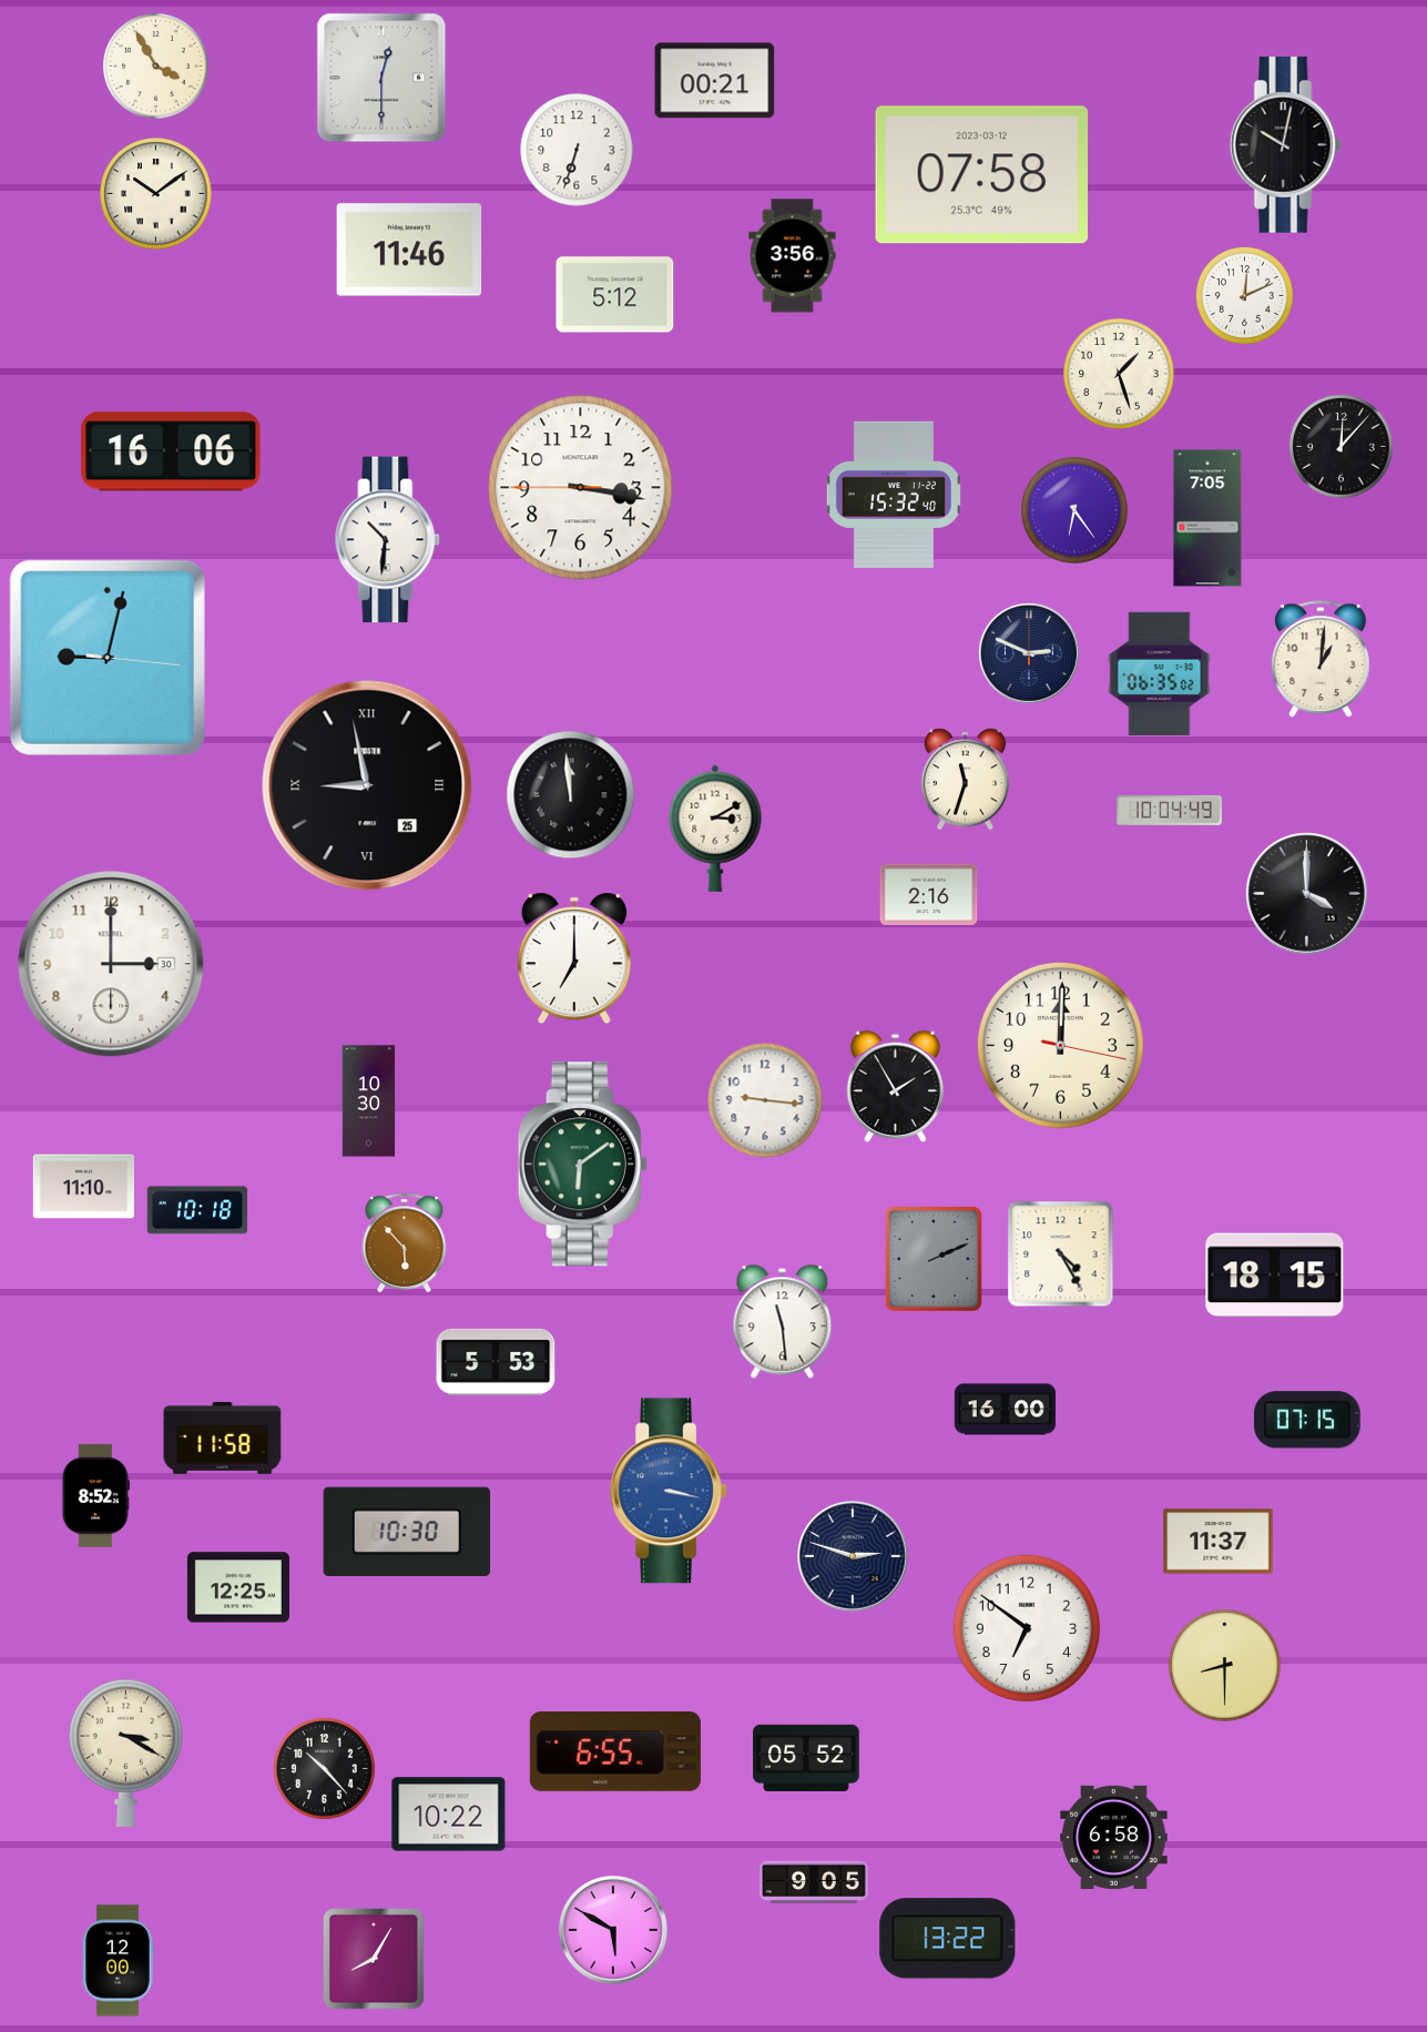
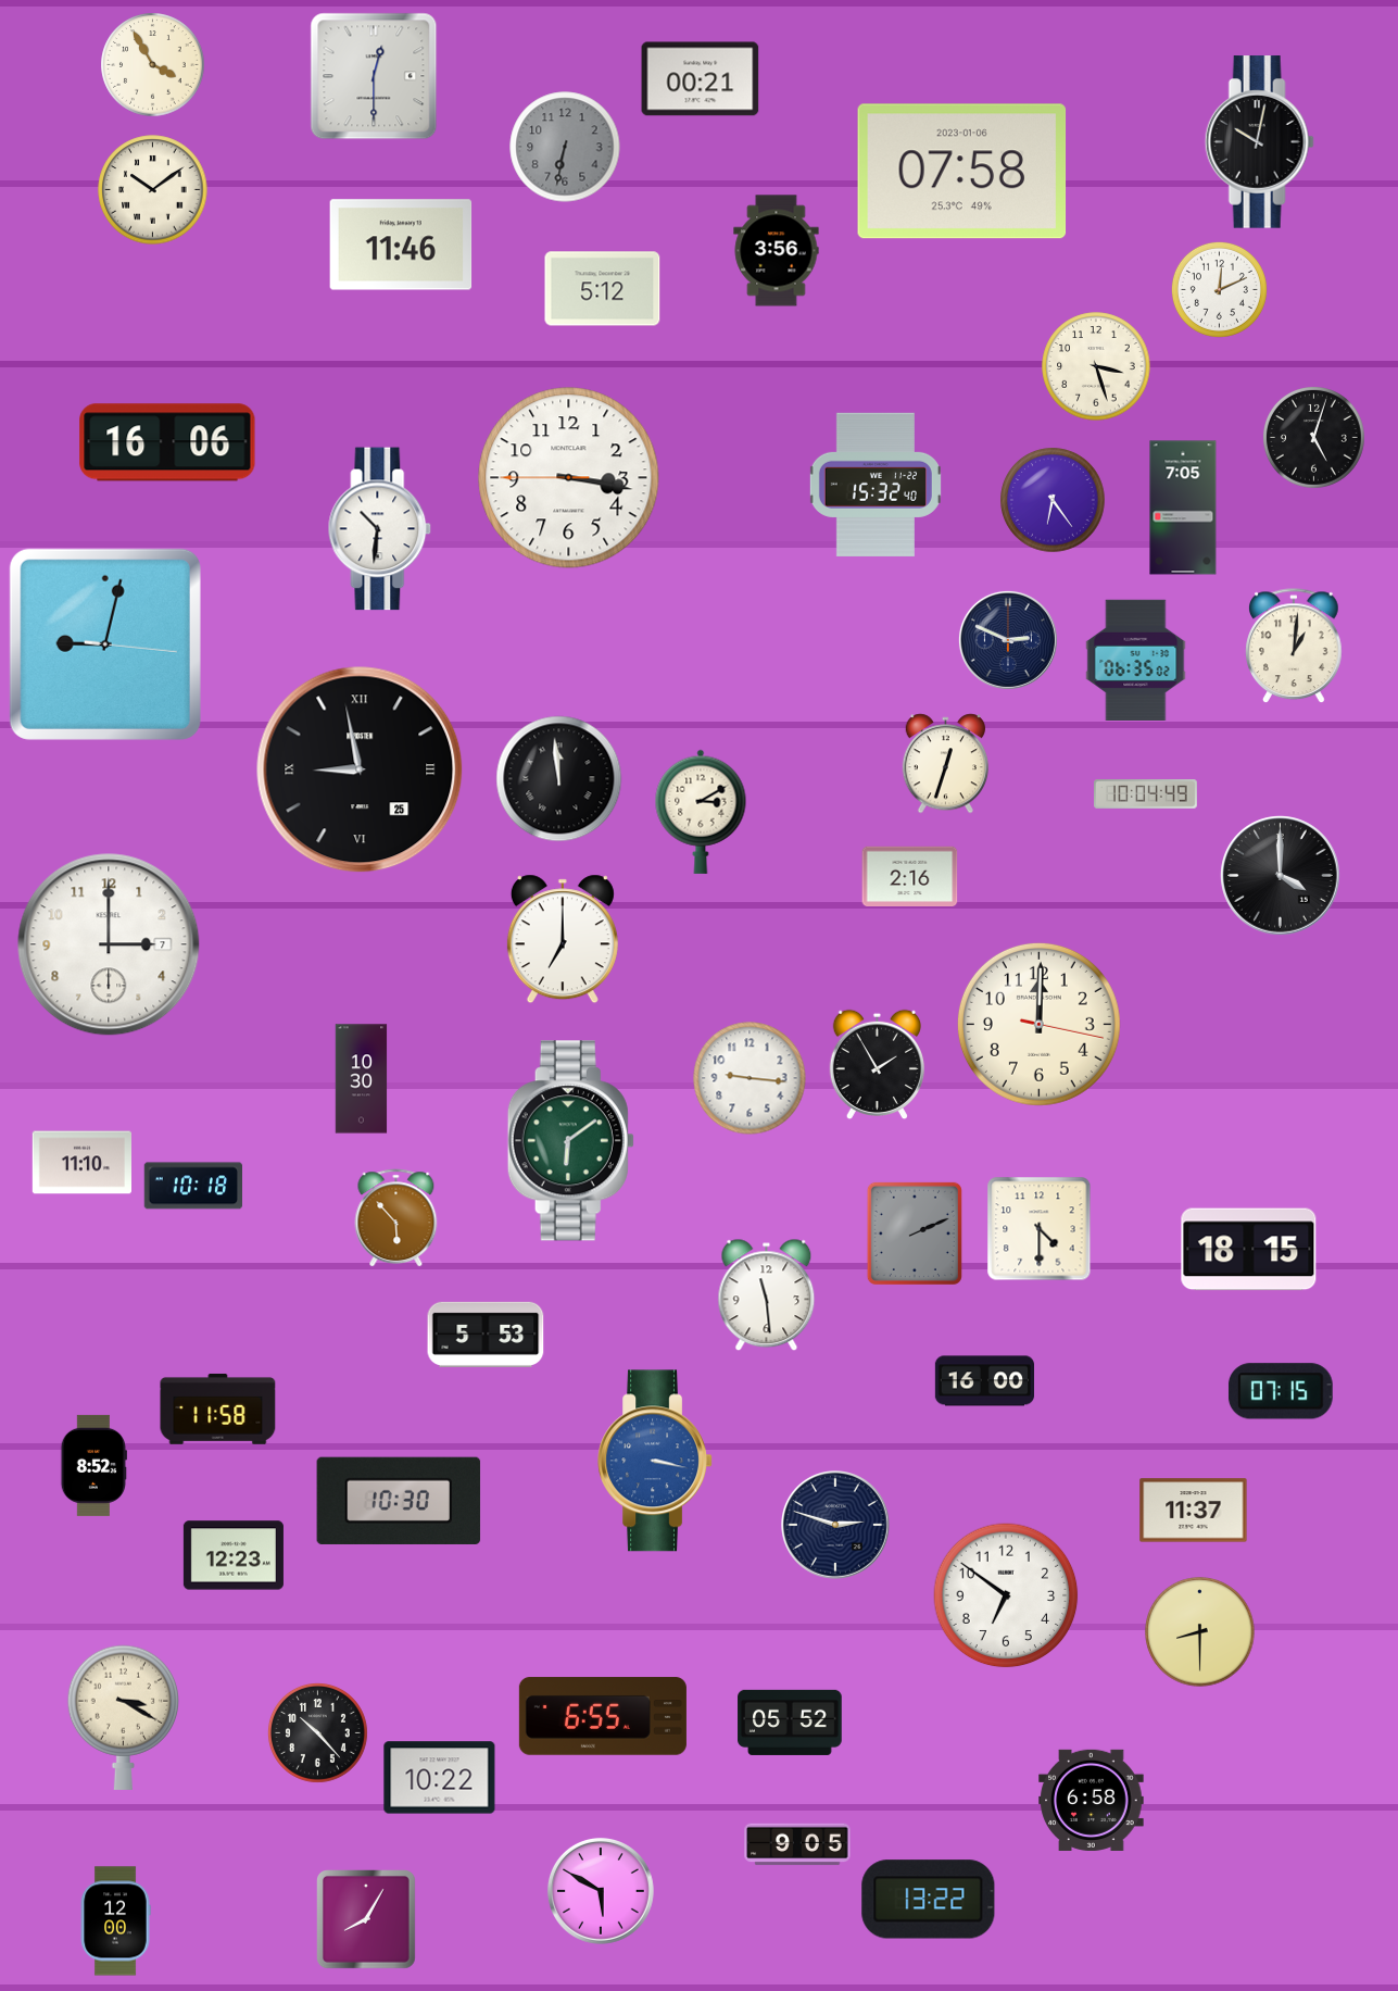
clock at (577, 150): 6:33 -> 6:32
clock at (577, 150) dial: white -> grey
clock at (982, 175) date: 2023-03-12 -> 2023-01-06
clock at (1119, 374): 1:27 -> 3:27
clock at (1342, 447): 12:07 -> 5:03
clock at (965, 780): 11:33 -> 12:33
clock at (111, 964) date: 30 -> 7
clock at (1061, 1254): 4:25 -> 4:30
clock at (238, 1587): 12:25 -> 12:23
